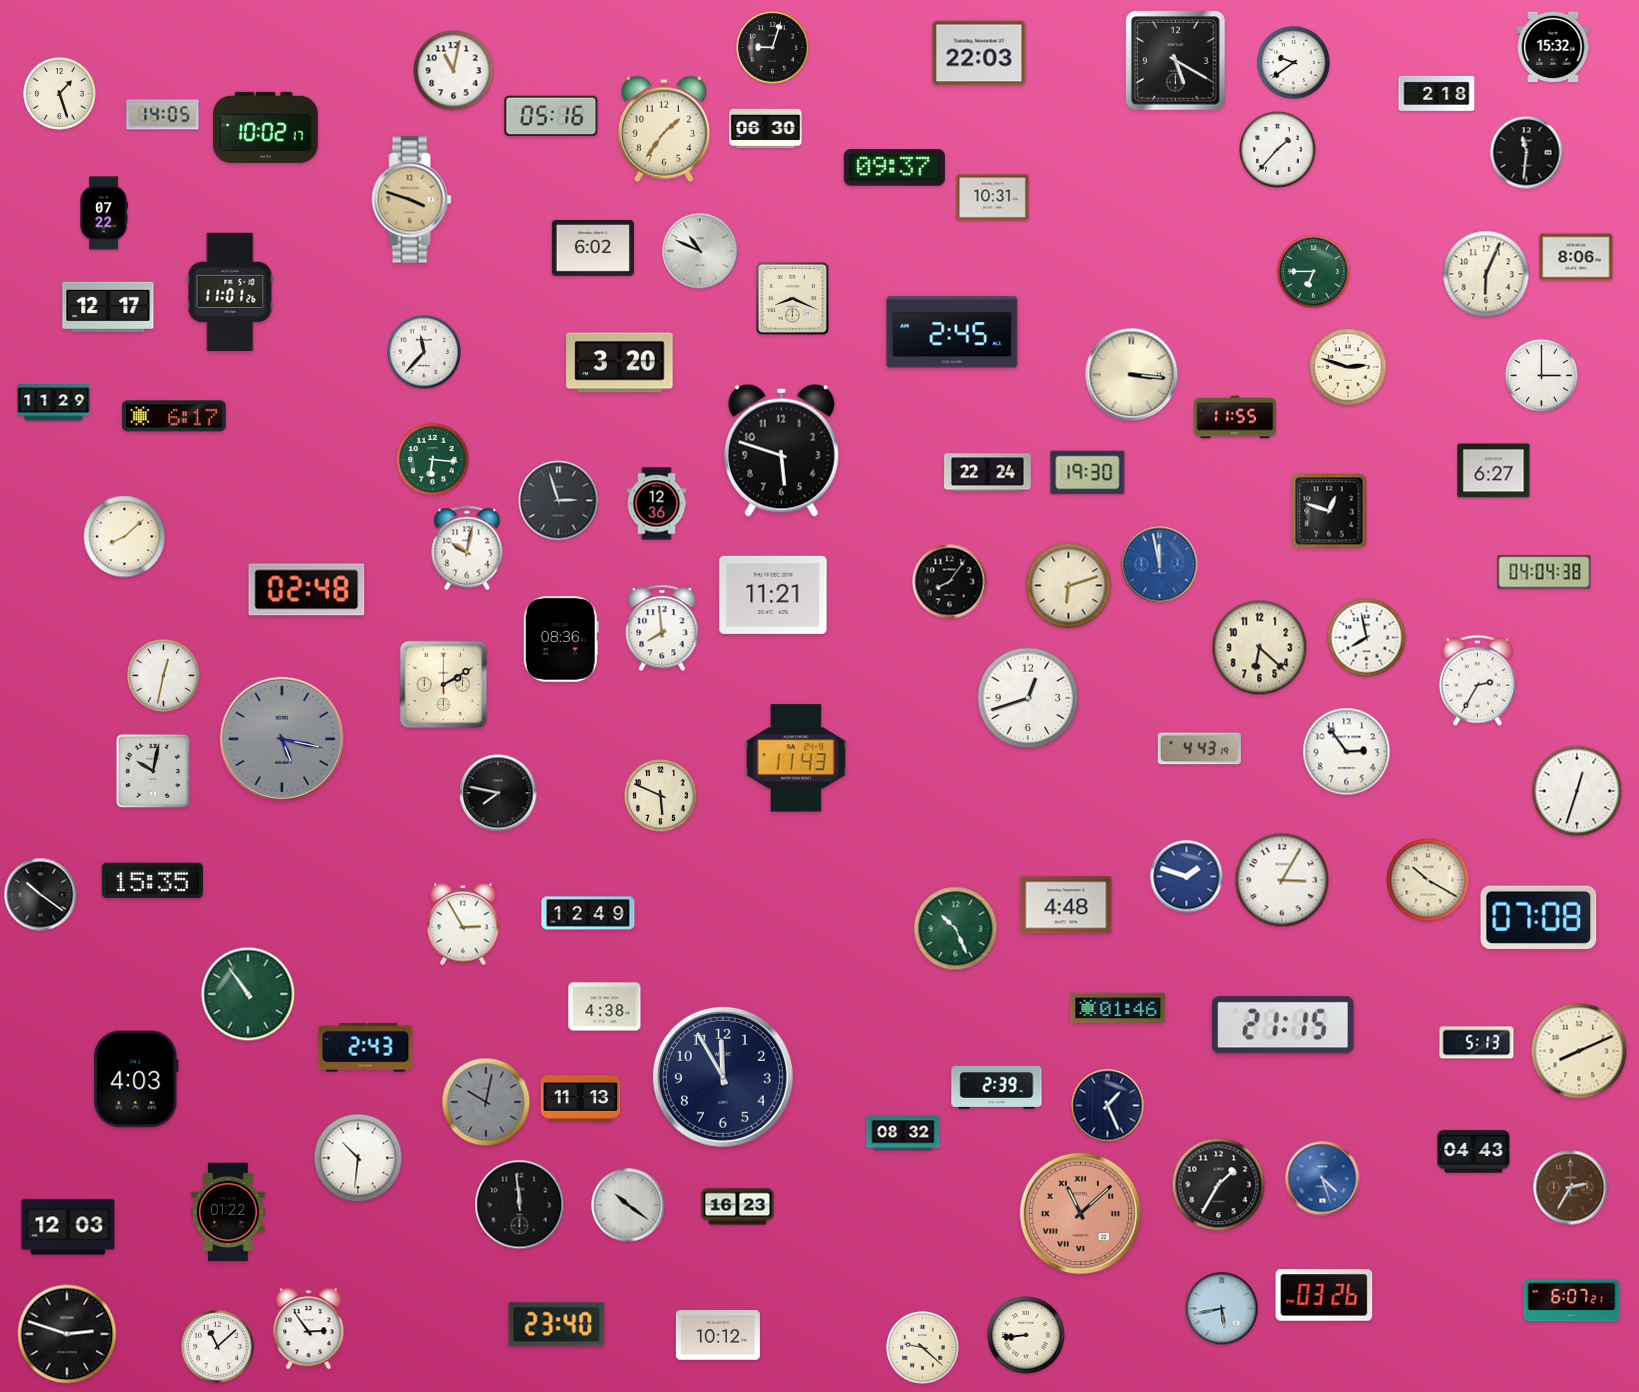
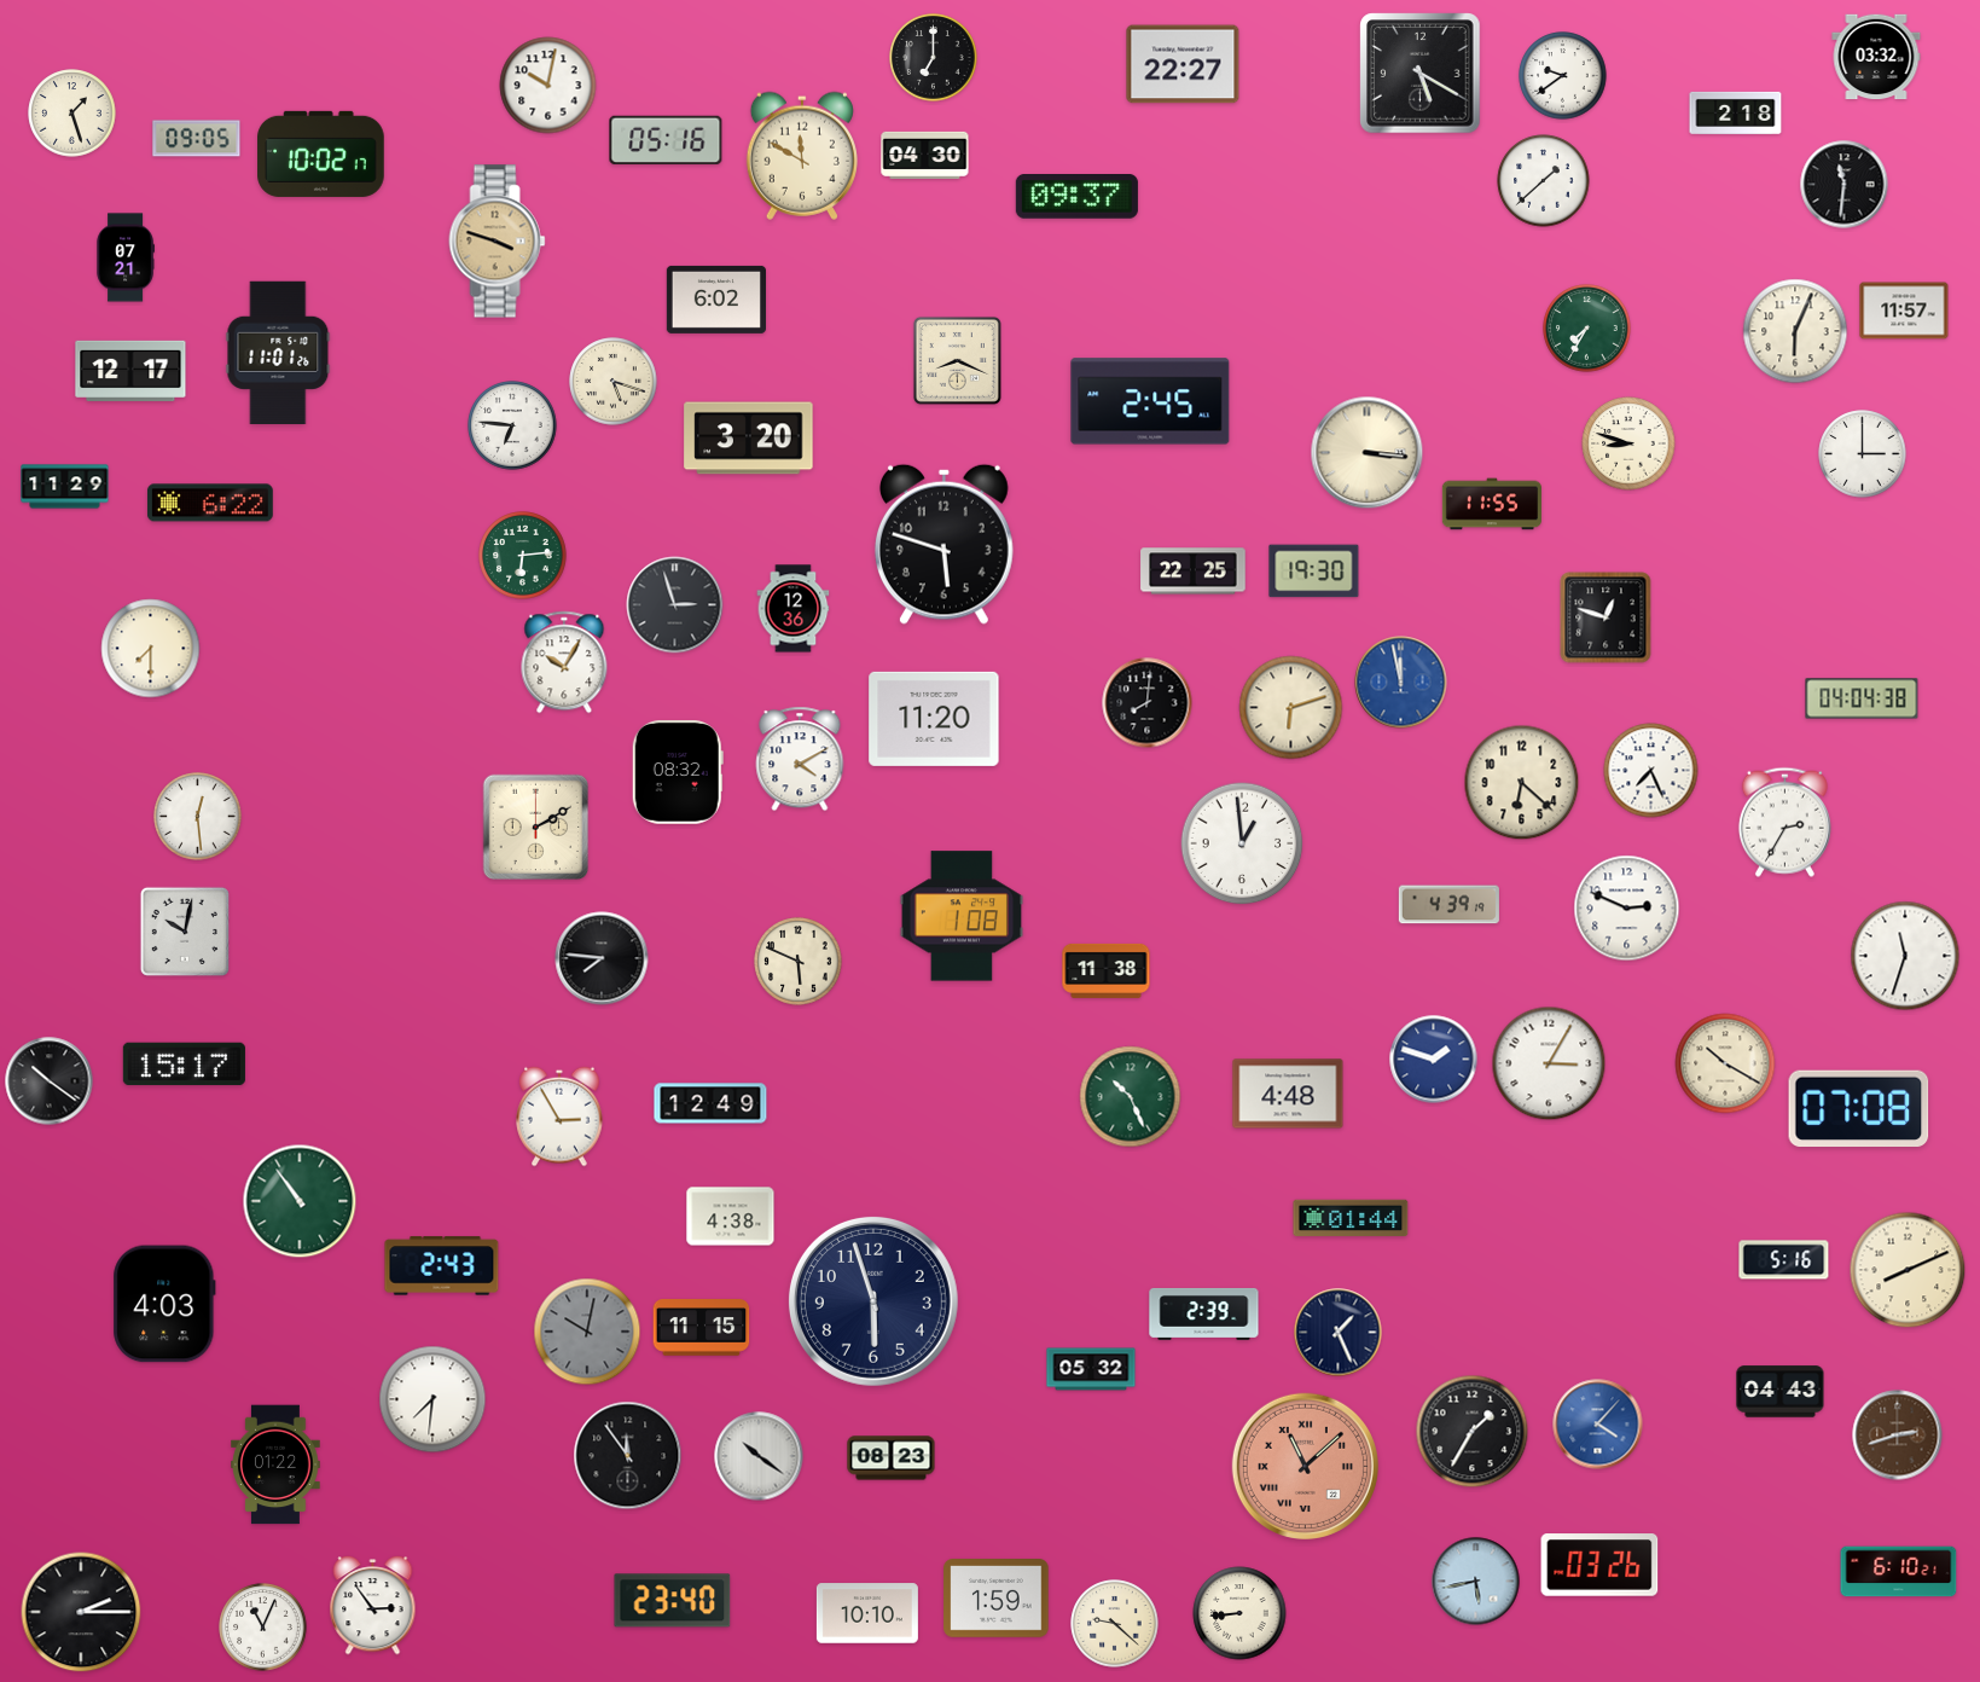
clock at (1553, 47): 15:32 -> 03:32
clock at (773, 48): 9:03 -> 7:00
clock at (979, 53): 22:03 -> 22:27
clock at (454, 71): 11:02 -> 10:02
clock at (163, 115): 14:05 -> 09:05
clock at (766, 128): 06:30 -> 04:30
clock at (664, 129): 1:36 -> 11:50
clock at (1278, 150): 1:37 -> 1:38
clock at (894, 168) position: (894, 168) -> (1076, 197)
clock at (993, 198): 10:31 -> none
clock at (104, 213): 07:22 -> 07:21
clock at (700, 251): 10:49 -> none
clock at (1576, 257): 8:06 -> 11:57
clock at (1314, 272): 6:45 -> 7:35
clock at (614, 382): none -> 5:18
clock at (424, 352): 11:37 -> 6:46
clock at (1348, 367): 2:48 -> 8:48
clock at (174, 416): 6:17 -> 6:22
clock at (433, 460): 6:16 -> 6:14
clock at (1494, 471): 6:27 -> none
clock at (988, 473): 22:24 -> 22:25
clock at (125, 537): 8:08 -> 7:30
clock at (467, 548): 10:02 -> 10:05
clock at (1544, 572) position: (1544, 572) -> (1862, 698)
clock at (950, 582): 8:06 -> 8:01
clock at (307, 590): 02:48 -> none
clock at (773, 595): 11:21 -> 11:20
clock at (662, 628): 7:59 -> 4:10
clock at (1367, 638): 7:58 -> 7:26
clock at (561, 640): 08:36 -> 08:32
clock at (164, 676): 12:32 -> 12:29
clock at (1028, 698): 12:42 -> 12:59
clock at (282, 739): 5:17 -> none
clock at (1199, 749): 4:43 -> 4:39
clock at (1347, 752): 2:54 -> 2:49
clock at (796, 758): 11:43 -> 1:08
clock at (1577, 791): 12:33 -> 11:33
clock at (498, 793): 7:47 -> 7:46
clock at (1107, 970): none -> 11:38
clock at (152, 881): 15:35 -> 15:17
clock at (956, 929) position: (956, 929) -> (1131, 1097)
clock at (1118, 1008): 01:46 -> 01:44
clock at (1283, 1025): 21:15 -> none
clock at (1477, 1043): 5:13 -> 5:16
clock at (723, 1077): 11:55 -> 5:57
clock at (581, 1099): 11:13 -> 11:15
clock at (1108, 1106) position: (1108, 1106) -> (1339, 1333)
clock at (903, 1133): 08:32 -> 05:32
clock at (358, 1158): 10:31 -> 7:31
clock at (1323, 1179): 4:27 -> 4:07
clock at (1571, 1188): 2:35 -> 2:42
clock at (520, 1205): 11:59 -> 11:54
clock at (738, 1207): 16:23 -> 08:23
clock at (68, 1227): 12:03 -> none
clock at (1572, 1301): 6:07 -> 6:10
clock at (997, 1599): none -> 1:59
clock at (67, 1334): 2:48 -> 2:15
clock at (718, 1335): 10:12 -> 10:10
clock at (218, 1347): 11:08 -> 11:04
clock at (923, 1348) position: (923, 1348) -> (1115, 1624)
